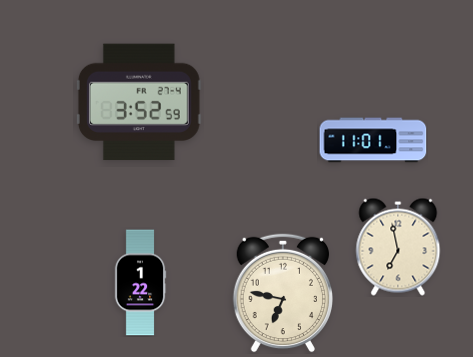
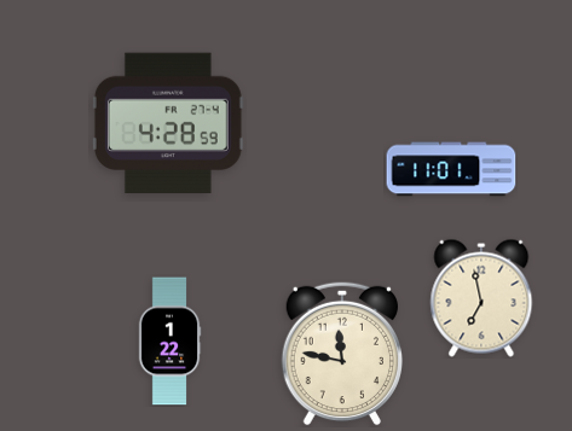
clock at (139, 102): 3:52 -> 4:28
clock at (282, 293): 6:47 -> 11:47
